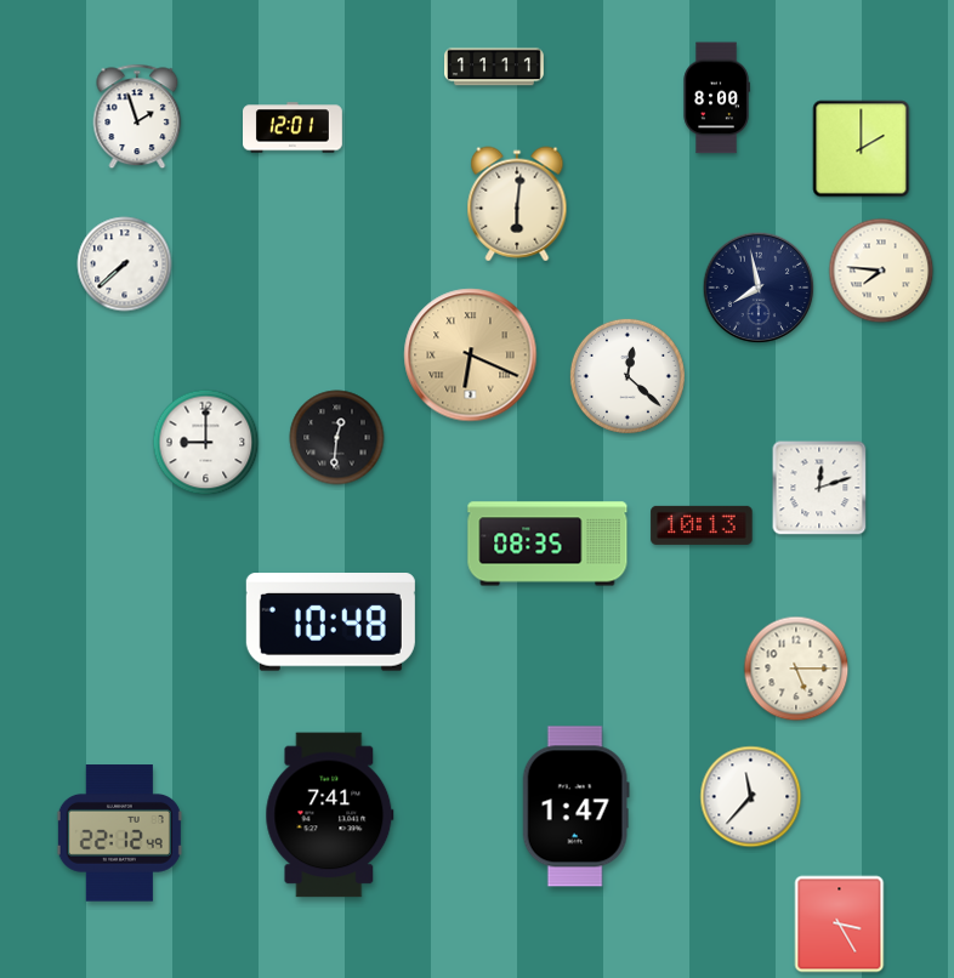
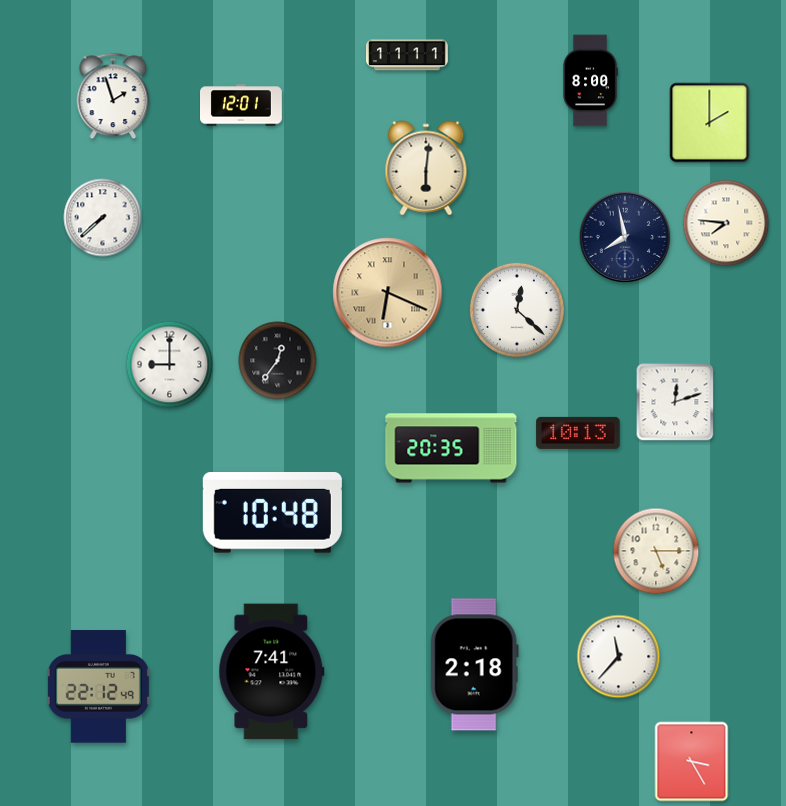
clock at (337, 438): 12:31 -> 12:36
clock at (547, 544): 08:35 -> 20:35
clock at (575, 807): 1:47 -> 2:18
